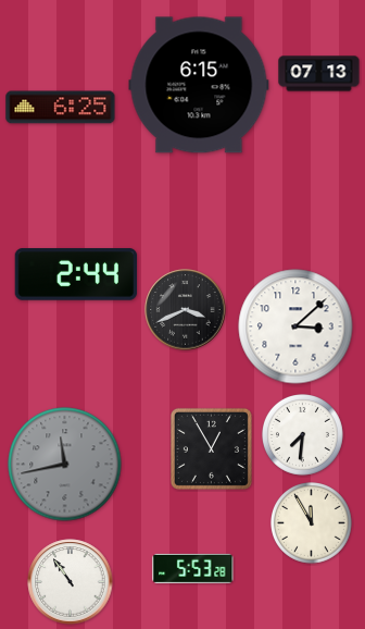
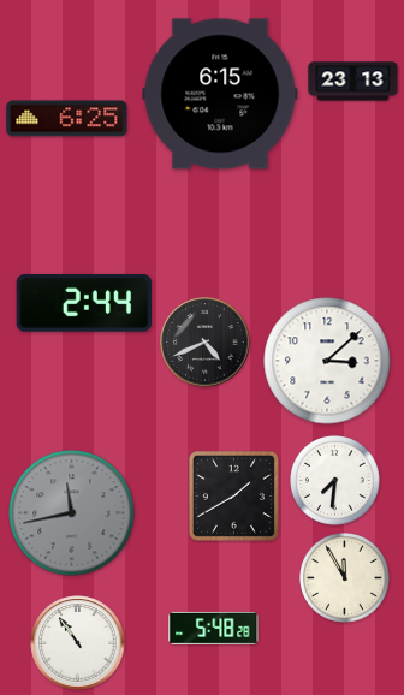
clock at (319, 74): 07:13 -> 23:13
clock at (186, 310): 3:41 -> 4:41
clock at (211, 448): 12:55 -> 1:40
clock at (193, 568): 5:53 -> 5:48
